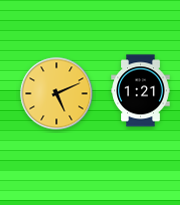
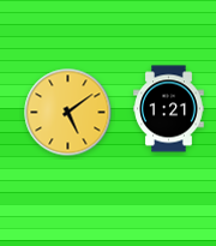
clock at (57, 94): 5:11 -> 5:09
